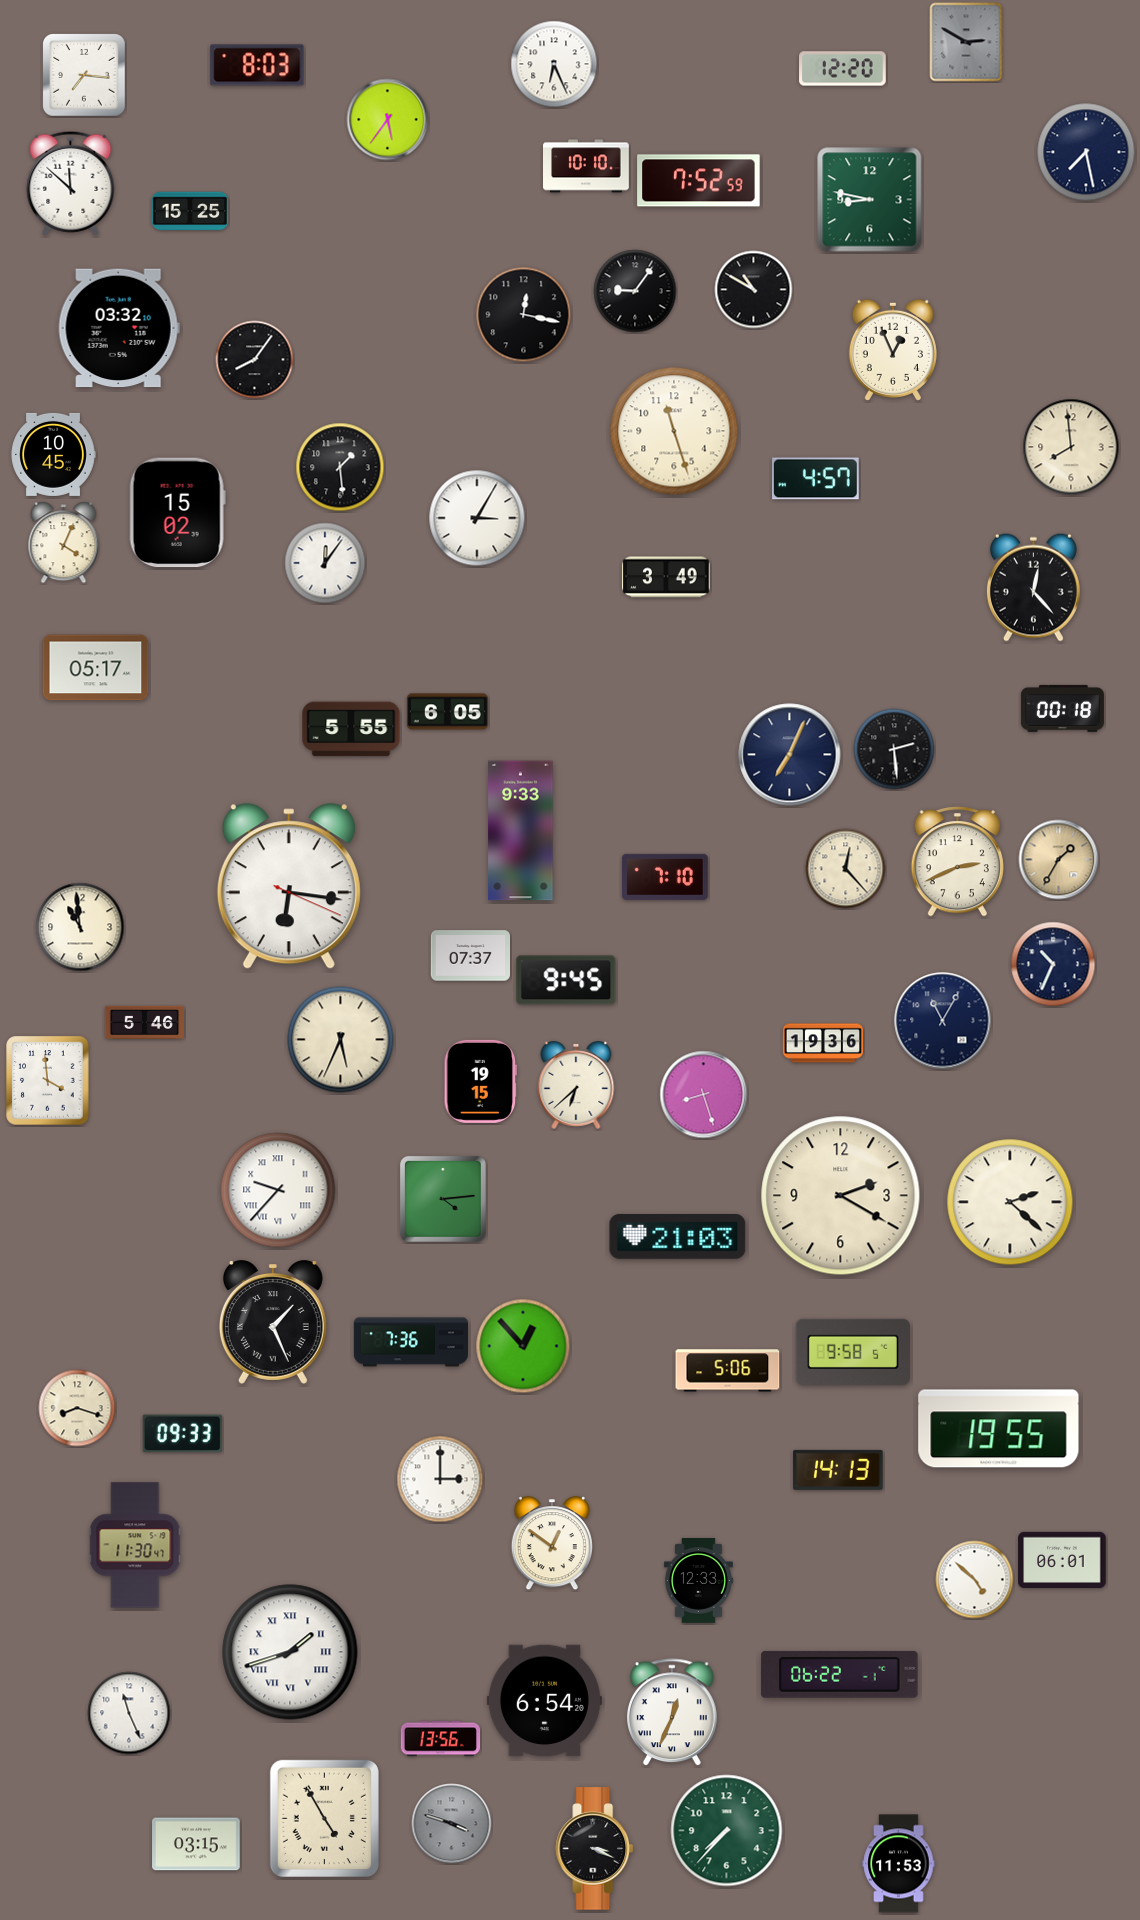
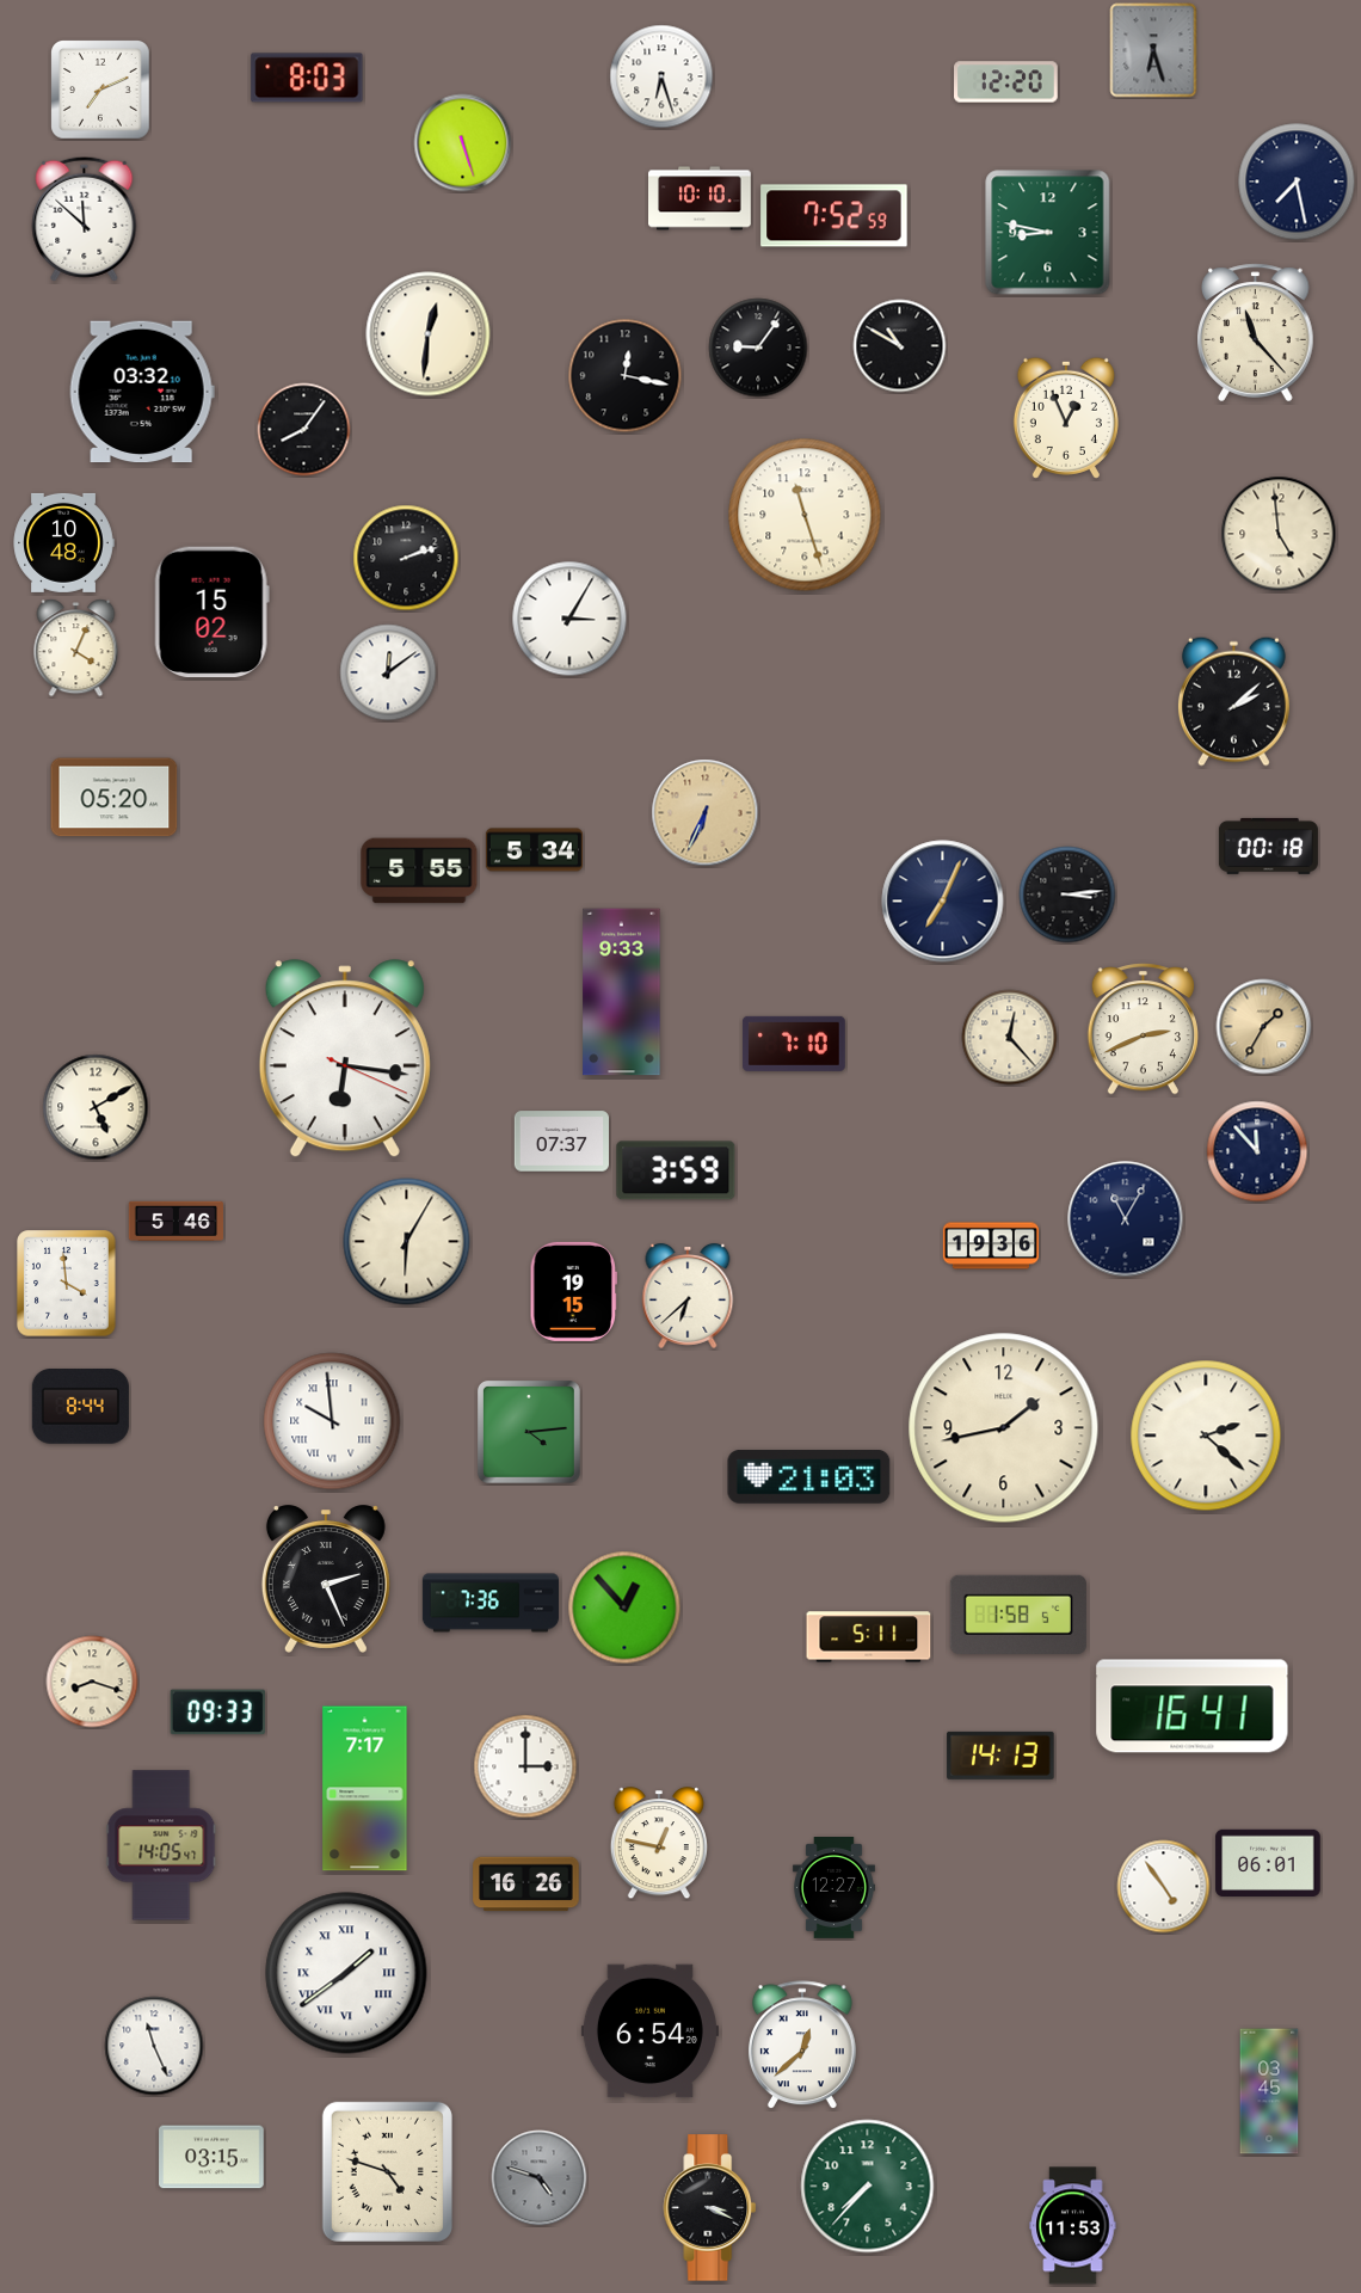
clock at (966, 42): 2:50 -> 6:27
clock at (554, 64): 6:26 -> 6:27
clock at (85, 76): 7:16 -> 7:11
clock at (388, 120): 5:36 -> 5:27
clock at (870, 200) position: (870, 200) -> (1048, 233)
clock at (190, 211): 15:25 -> none
clock at (1256, 333): none -> 11:23
clock at (429, 334): none -> 12:31
clock at (1071, 447): 7:59 -> 4:59
clock at (53, 454): 10:45 -> 10:48
clock at (340, 467): 1:29 -> 2:12
clock at (816, 479): 4:57 -> none
clock at (325, 563): 12:06 -> 12:09
clock at (666, 577): 3:49 -> none
clock at (1033, 587): 12:23 -> 2:08
clock at (96, 668): 05:17 -> 05:20
clock at (706, 813): none -> 6:34
clock at (447, 712): 6:05 -> 5:34
clock at (894, 749): 2:29 -> 3:14
clock at (665, 877) position: (665, 877) -> (794, 1044)
clock at (80, 927): 10:59 -> 5:10
clock at (1053, 964): 10:34 -> 11:53
clock at (566, 980): 9:45 -> 3:59
clock at (144, 1022) position: (144, 1022) -> (175, 1221)
clock at (341, 1040): 5:34 -> 6:05
clock at (822, 1043) position: (822, 1043) -> (990, 1246)
clock at (48, 1081) position: (48, 1081) -> (67, 1284)
clock at (704, 1095): 8:27 -> none
clock at (80, 1407): none -> 8:44
clock at (278, 1190): 9:37 -> 9:59
clock at (841, 1196): 2:20 -> 1:43
clock at (273, 1322): 1:26 -> 2:26
clock at (853, 1352): 9:58 -> 1:58
clock at (728, 1371): 5:06 -> 5:11
clock at (999, 1429): 19:55 -> 16:41
clock at (365, 1789): none -> 7:17
clock at (552, 1544): 12:51 -> 12:47
clock at (135, 1545): 11:30 -> 14:05
clock at (526, 1885): none -> 16:26
clock at (975, 1580): 4:52 -> 4:54
clock at (698, 1581): 12:33 -> 12:27
clock at (290, 1652): 1:42 -> 1:39
clock at (840, 1674): 06:22 -> none
clock at (672, 1713): 12:34 -> 12:38
clock at (441, 1739): 13:56 -> none
clock at (1269, 2091): none -> 03:45
clock at (324, 1818): 4:55 -> 4:48
clock at (452, 1824): 3:48 -> 4:48
clock at (196, 1844) position: (196, 1844) -> (211, 2157)
